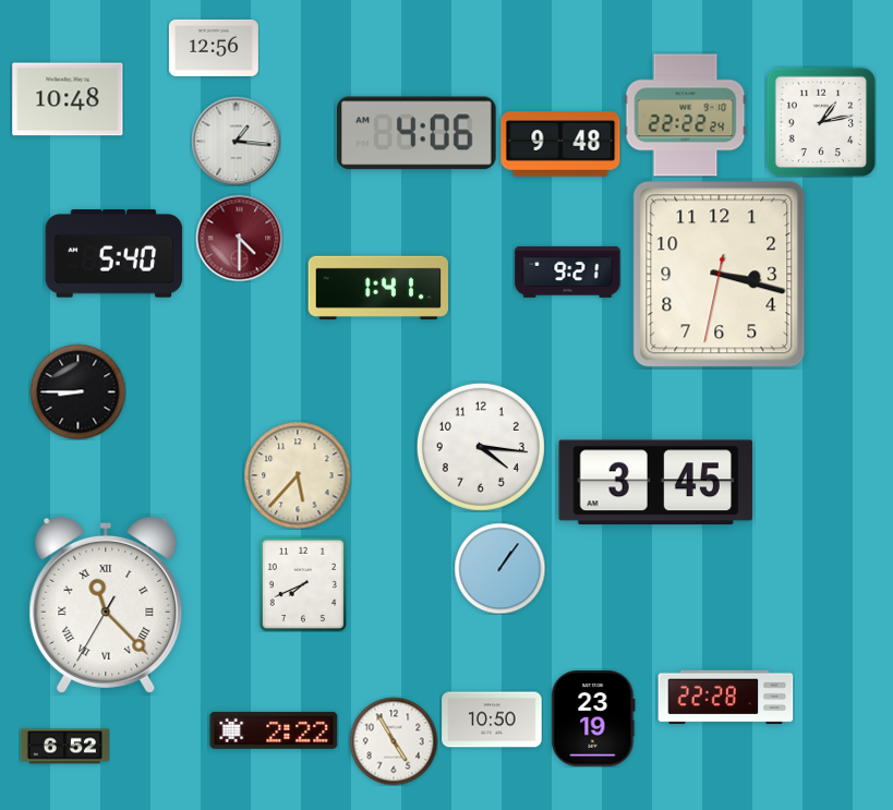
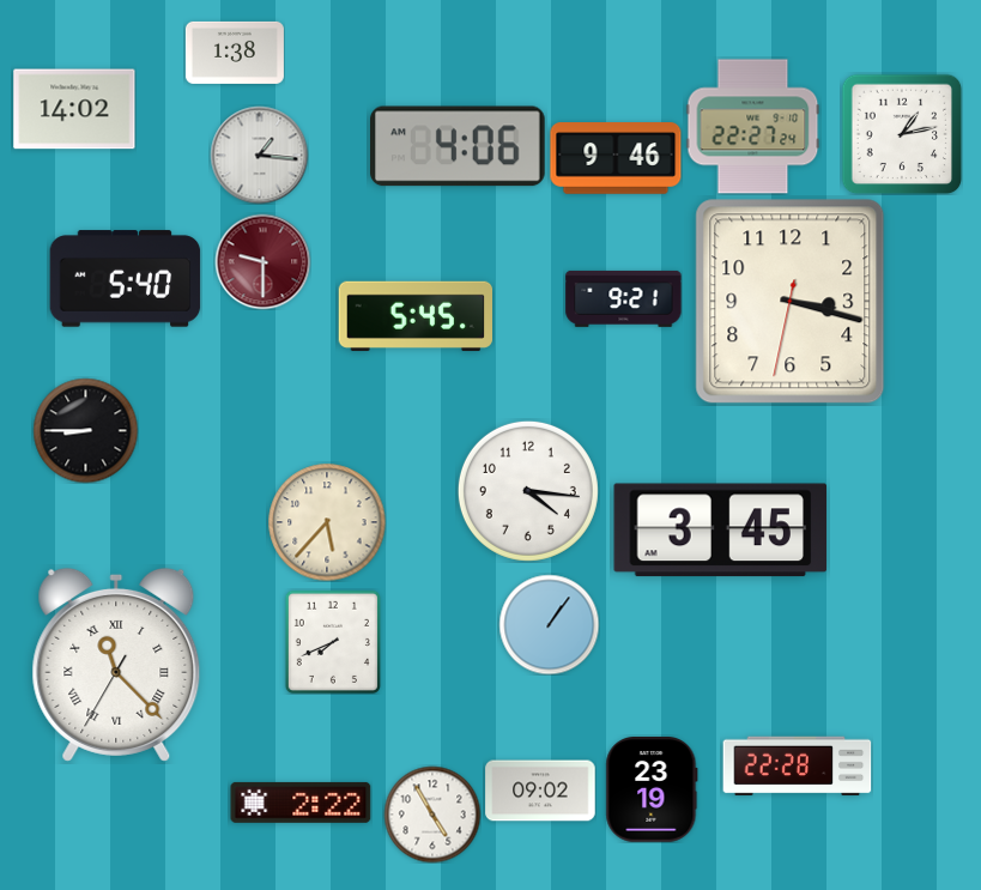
clock at (214, 48): 12:56 -> 1:38
clock at (68, 99): 10:48 -> 14:02
clock at (686, 116): 22:22 -> 22:27
clock at (560, 144): 9:48 -> 9:46
clock at (239, 238): 4:30 -> 9:30
clock at (377, 288): 1:41 -> 5:45
clock at (492, 720): 10:50 -> 09:02
clock at (64, 747): 6:52 -> none
